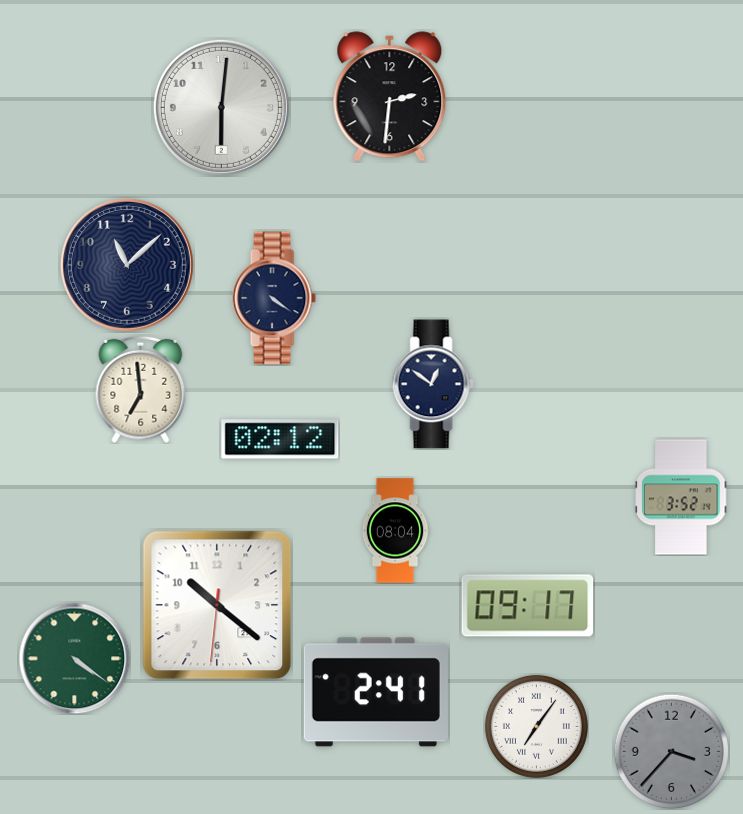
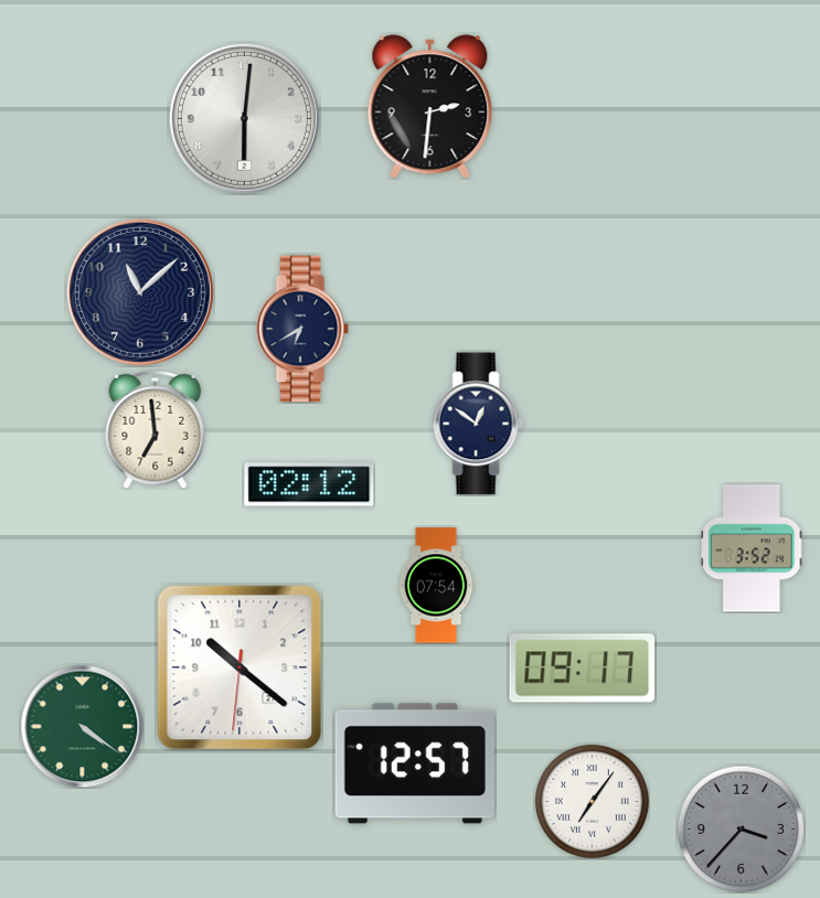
clock at (274, 298): 4:21 -> 6:40
clock at (395, 531): 08:04 -> 07:54
clock at (376, 692): 2:41 -> 12:57
